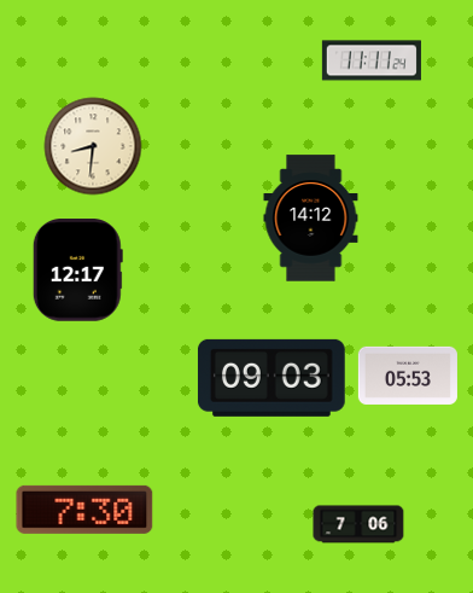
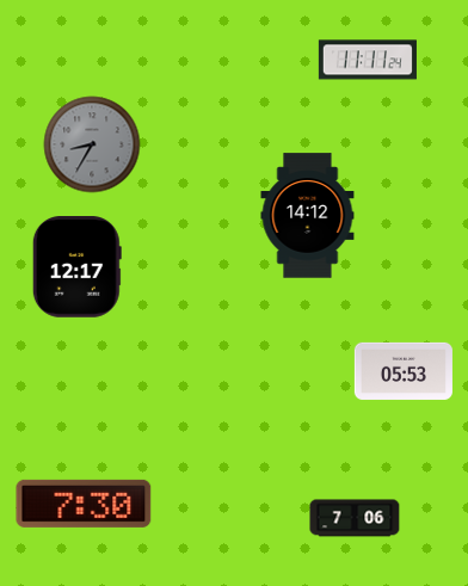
clock at (93, 146): 8:31 -> 8:35
clock at (93, 146) dial: cream -> grey
clock at (271, 378): 09:03 -> none
